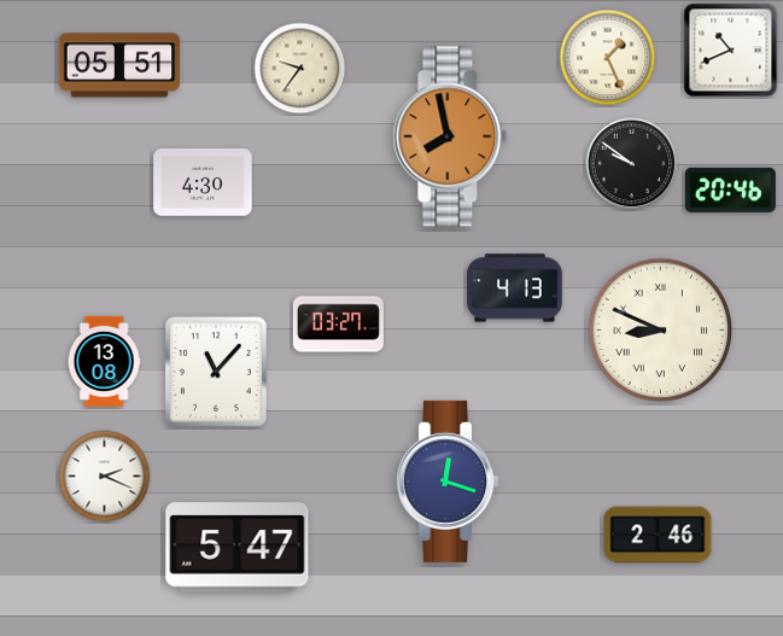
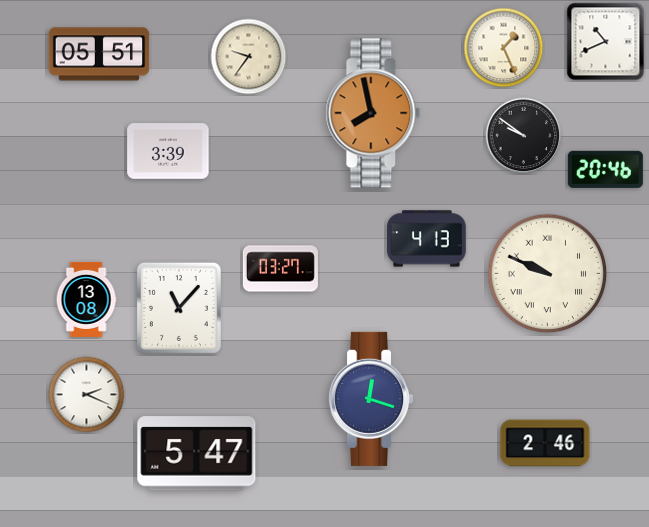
clock at (203, 182): 4:30 -> 3:39
clock at (730, 189) position: (730, 189) -> (605, 169)
clock at (661, 331): 8:49 -> 9:49
